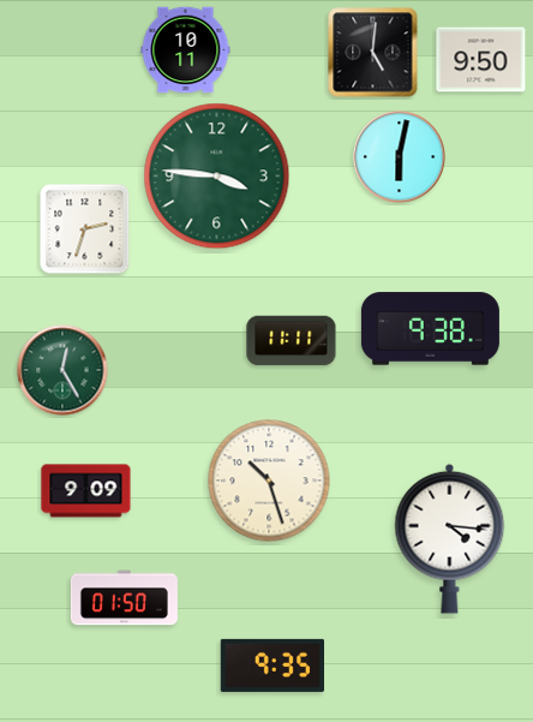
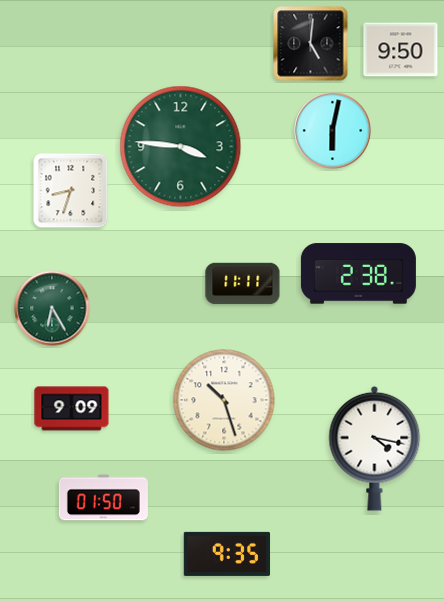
clock at (186, 50): 10:11 -> none
clock at (85, 229): 2:33 -> 8:33
clock at (430, 329): 9:38 -> 2:38
clock at (62, 370): 12:25 -> 6:25
clock at (450, 538): 4:16 -> 4:17
